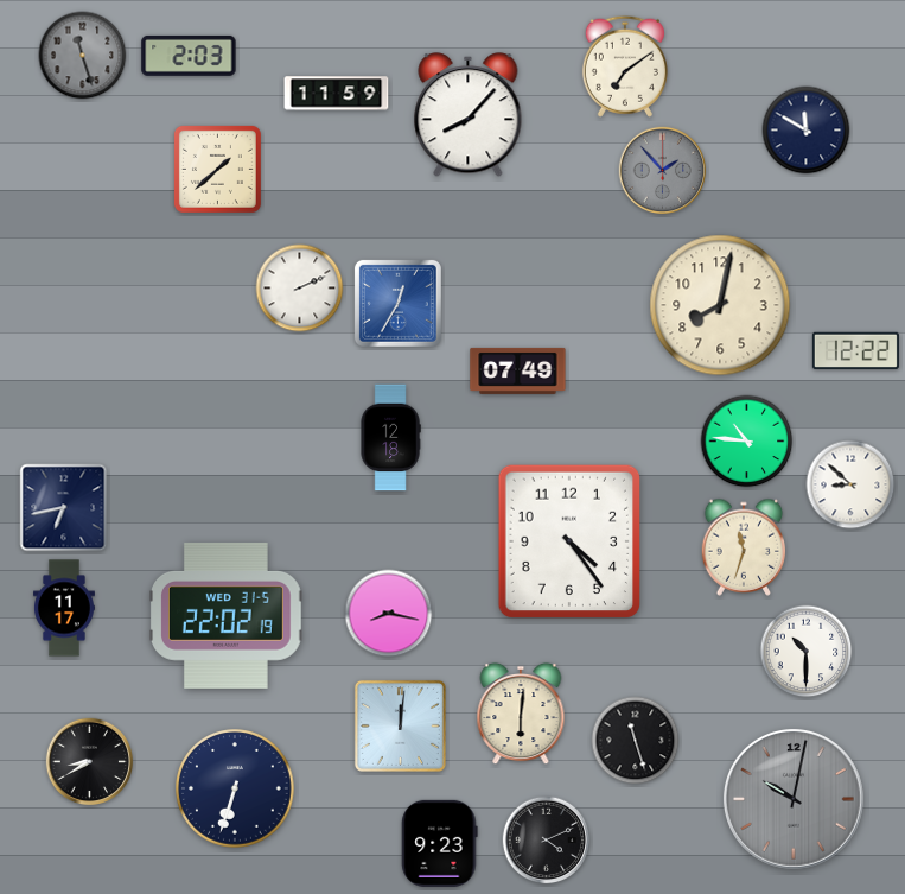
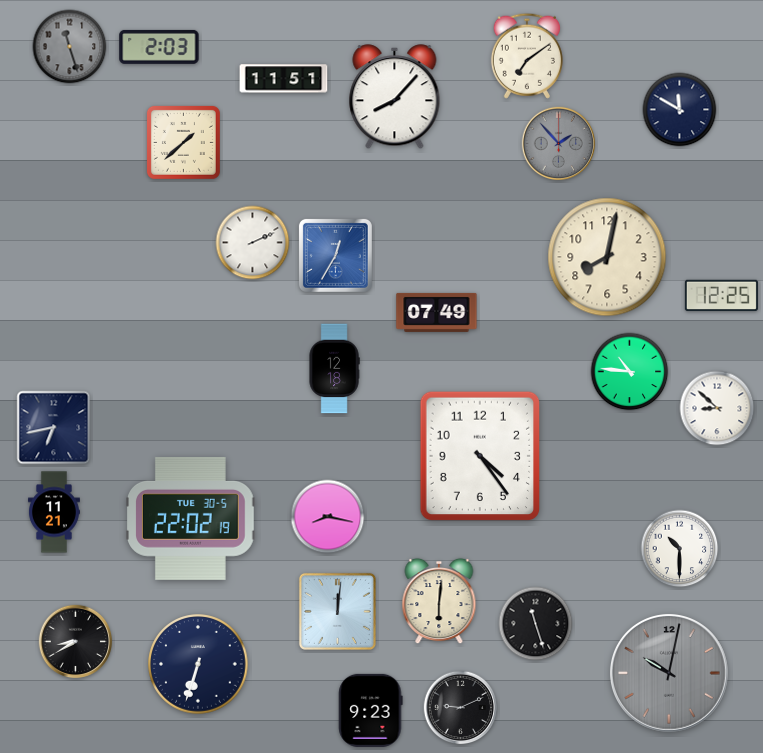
clock at (337, 94): 11:59 -> 11:51
clock at (855, 351): 12:22 -> 12:25
clock at (390, 438) position: (390, 438) -> (334, 369)
clock at (744, 547): 11:33 -> none
clock at (64, 608): 11:17 -> 11:21
clock at (227, 615) date: WED 31-5 -> TUE 30-5
clock at (547, 841): 4:11 -> 9:11
